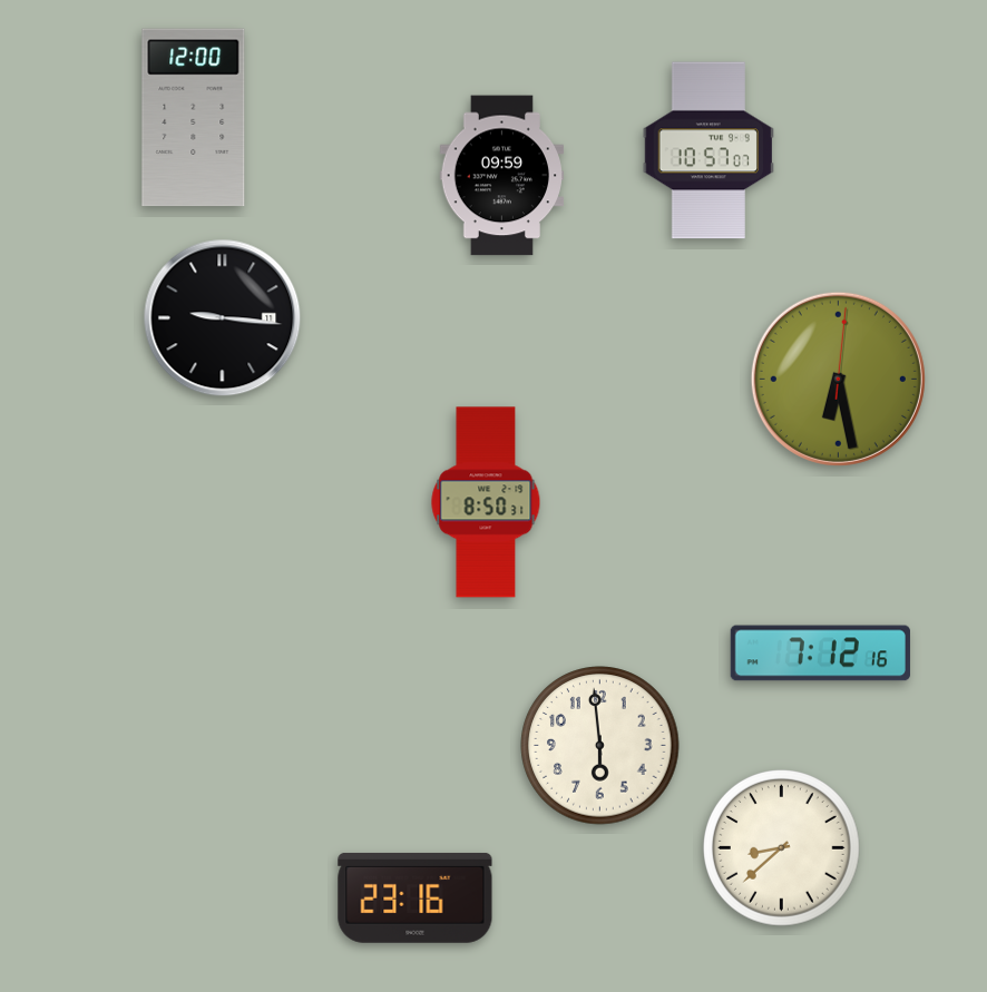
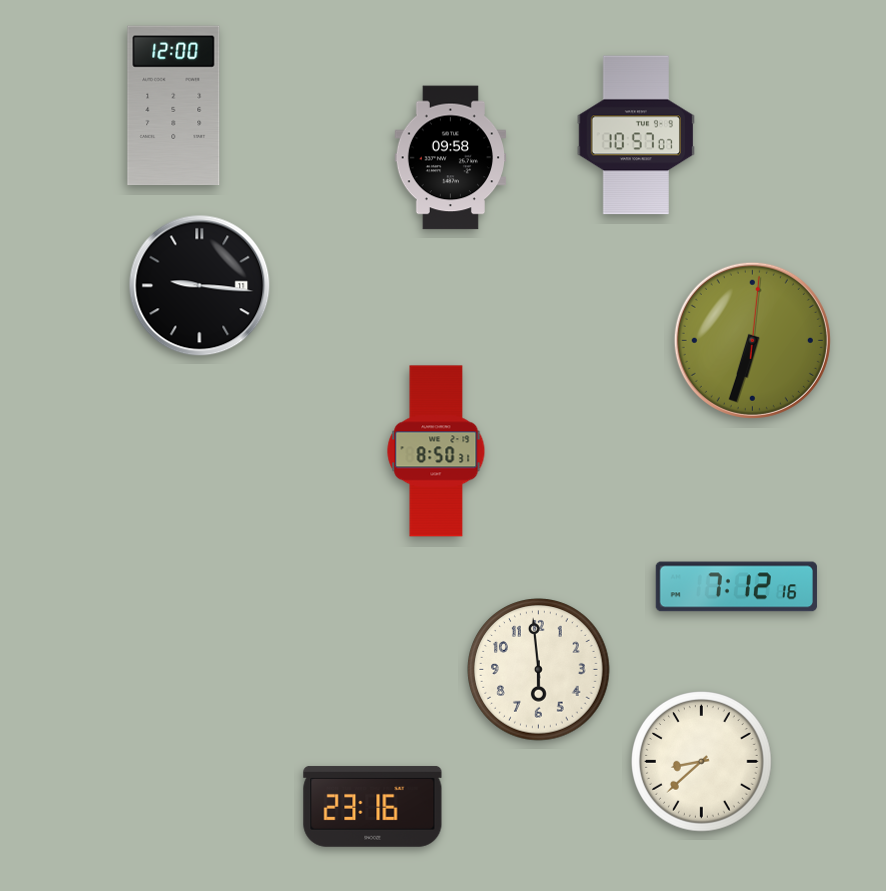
clock at (502, 176): 09:59 -> 09:58
clock at (838, 379): 6:28 -> 6:33
